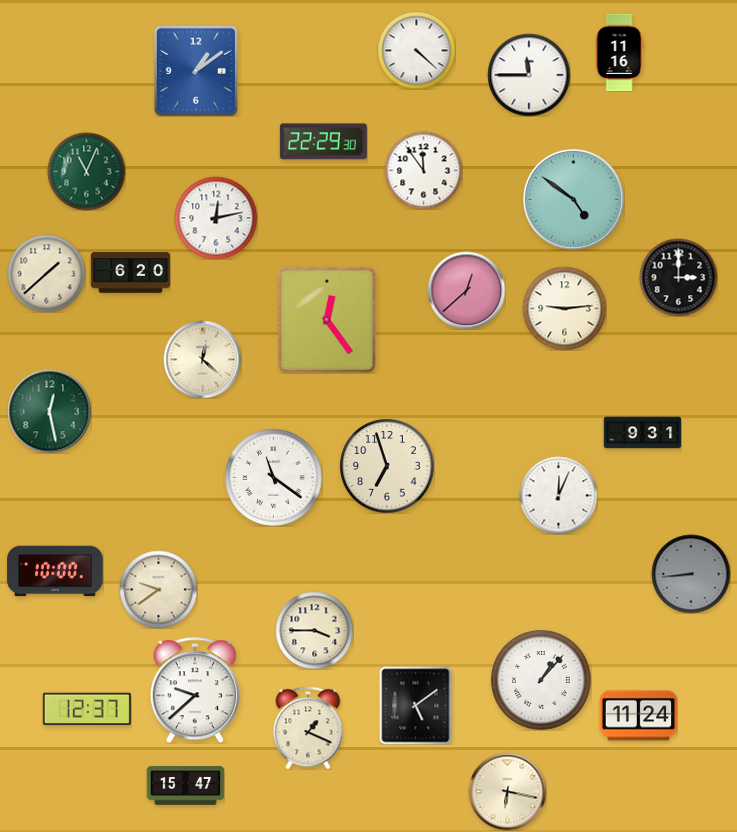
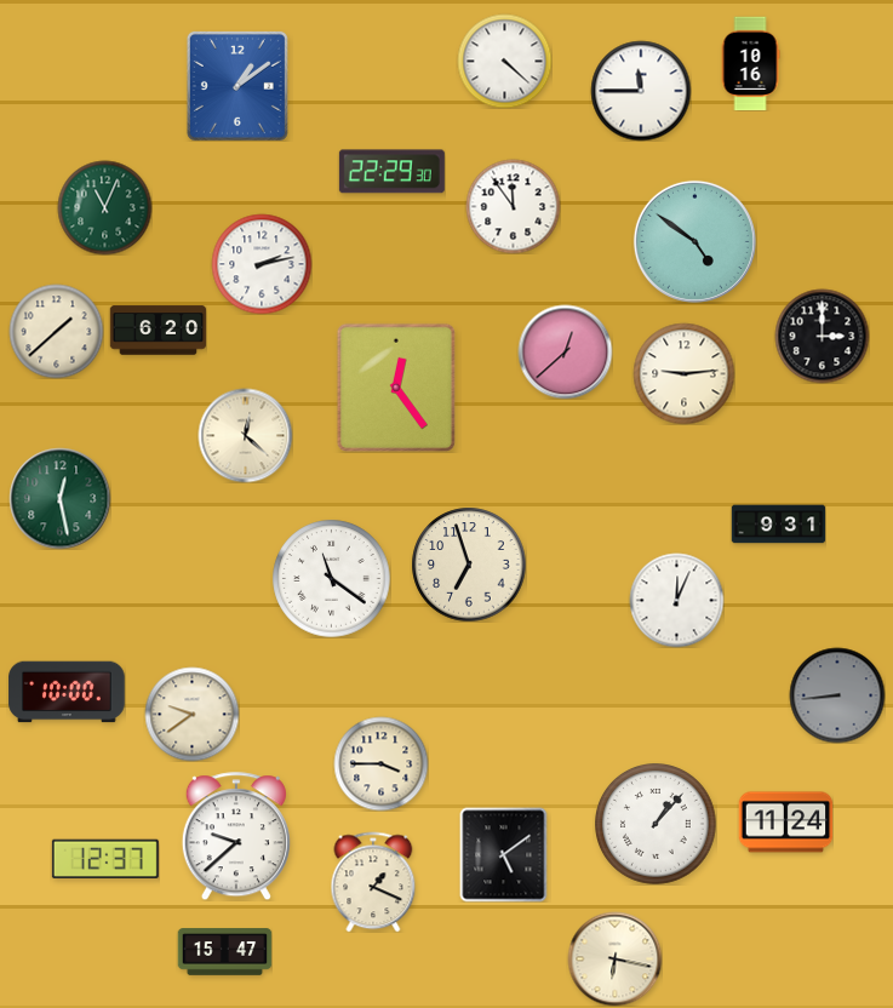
clock at (619, 52): 11:16 -> 10:16
clock at (216, 218): 12:13 -> 2:13
clock at (638, 716) position: (638, 716) -> (785, 823)
